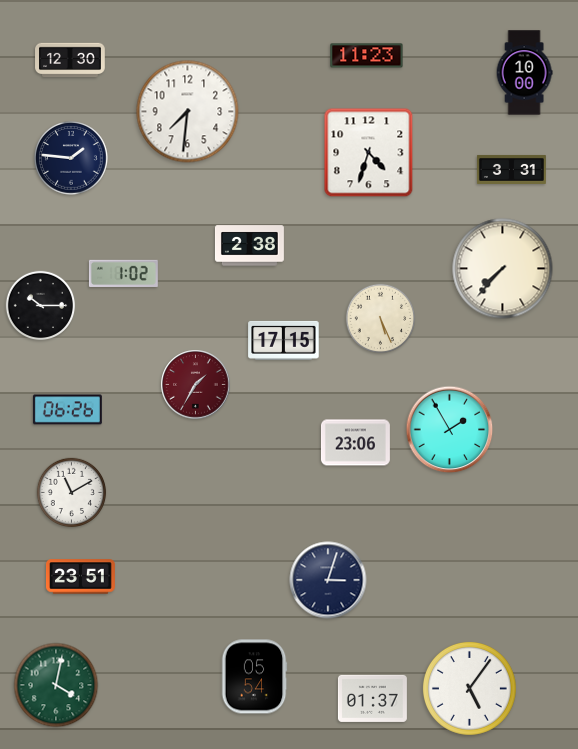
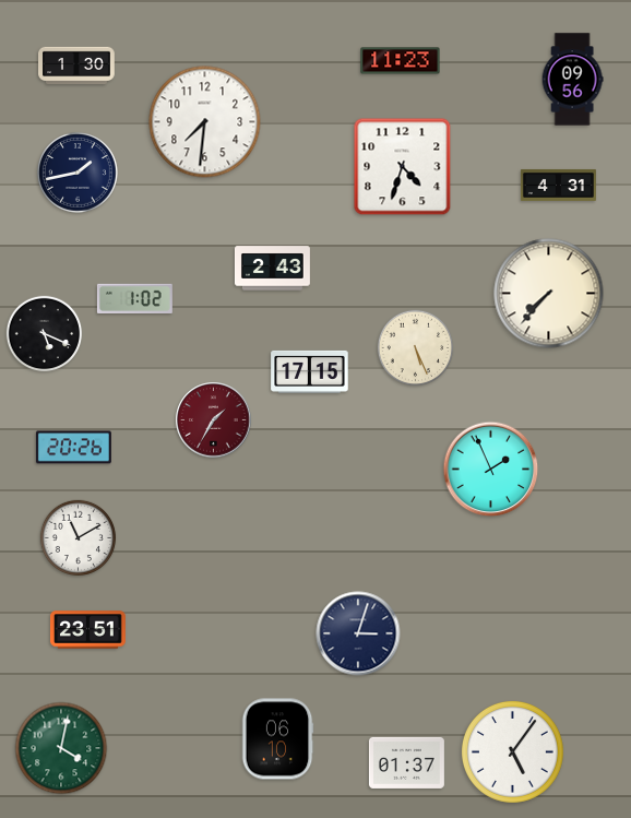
clock at (70, 60): 12:30 -> 1:30
clock at (524, 73): 10:00 -> 09:56
clock at (71, 158): 1:46 -> 1:43
clock at (511, 169): 3:31 -> 4:31
clock at (249, 246): 2:38 -> 2:43
clock at (41, 306): 10:15 -> 5:19
clock at (67, 410): 06:26 -> 20:26
clock at (450, 430): 1:55 -> 1:56
clock at (355, 443): 23:06 -> none
clock at (254, 677): 05:54 -> 06:10
